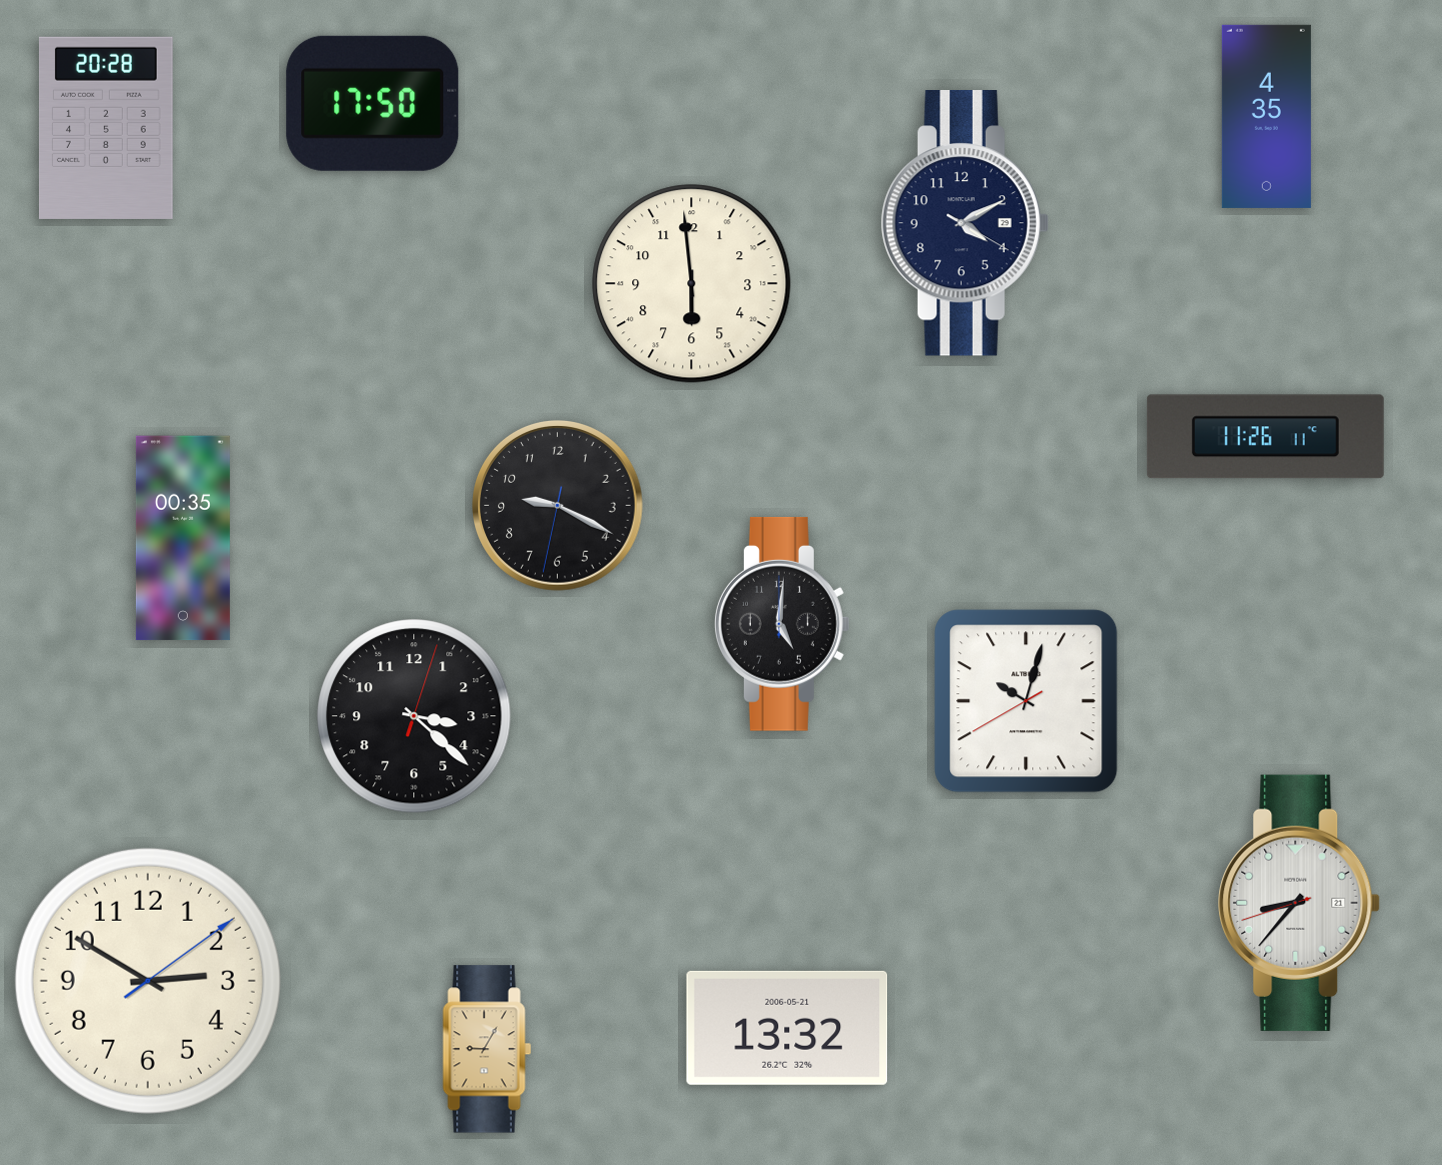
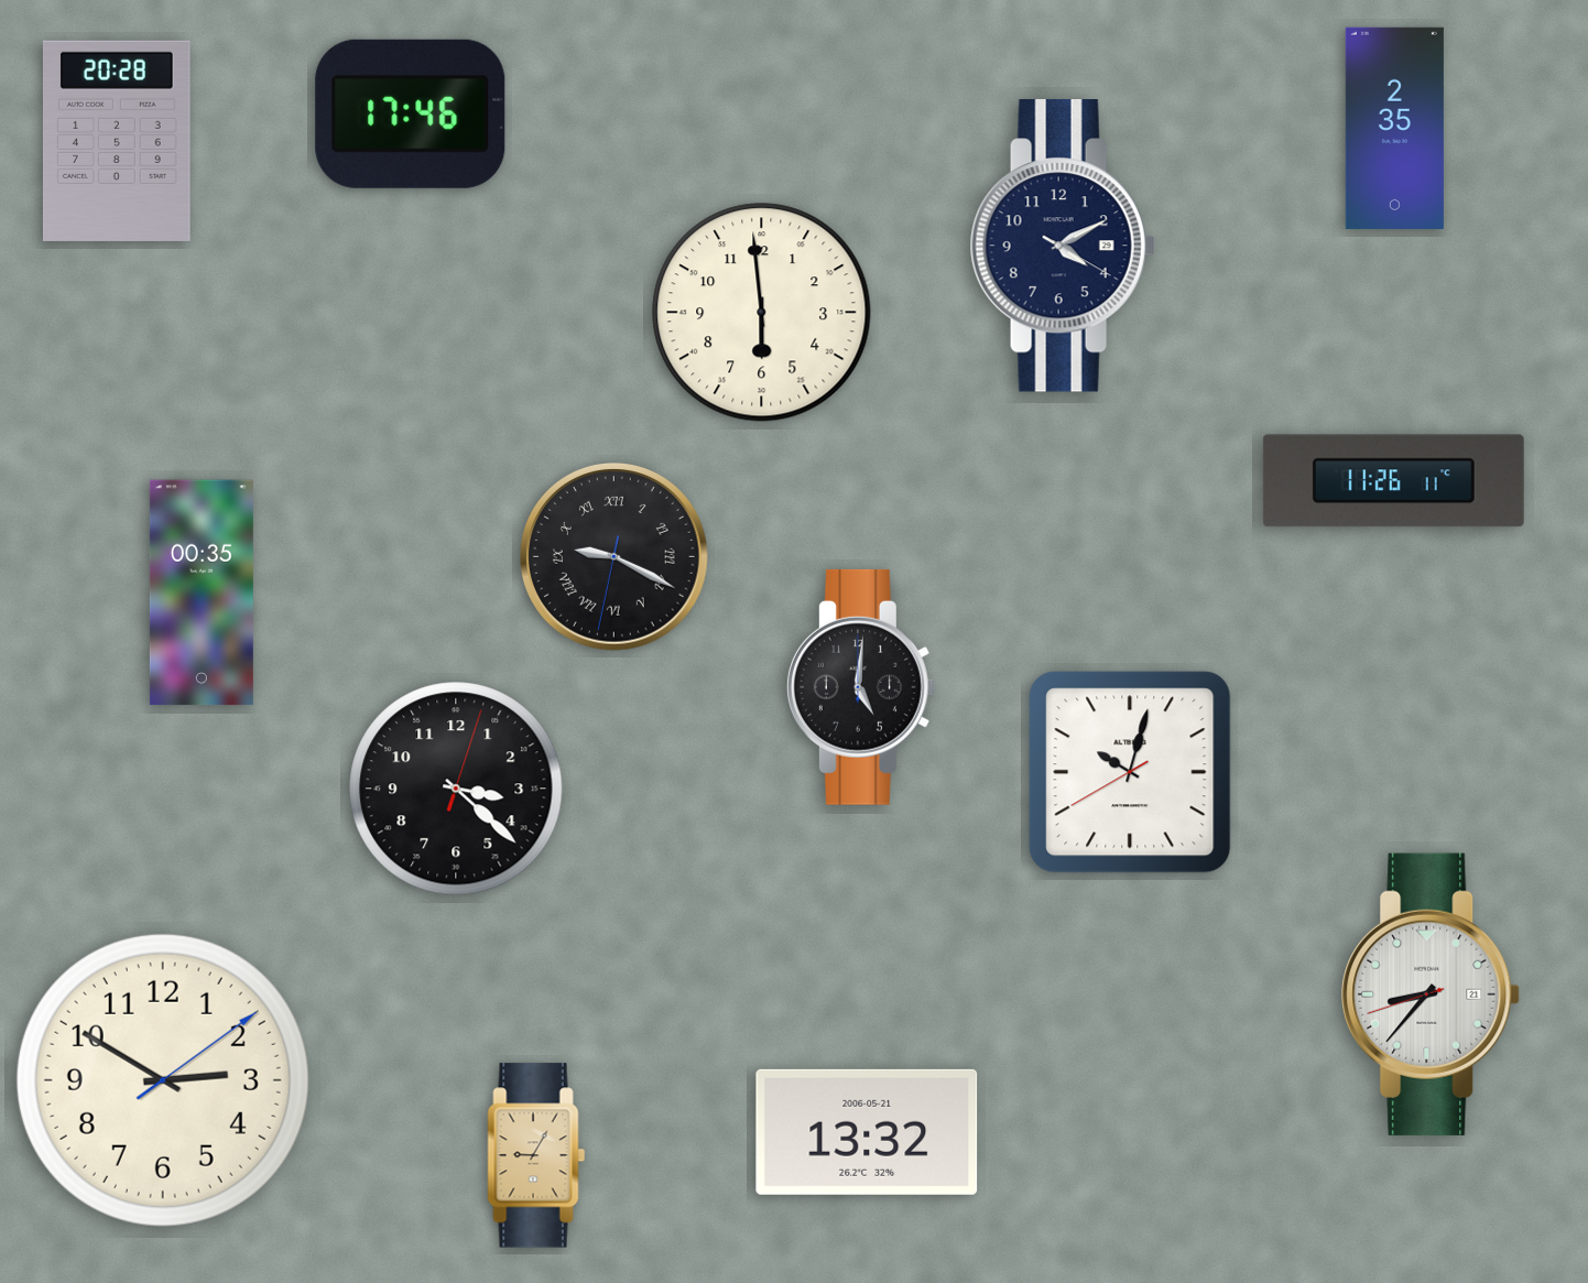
clock at (373, 103): 17:50 -> 17:46
clock at (1266, 116): 4:35 -> 2:35
clock at (558, 506) numerals: Arabic -> Roman
